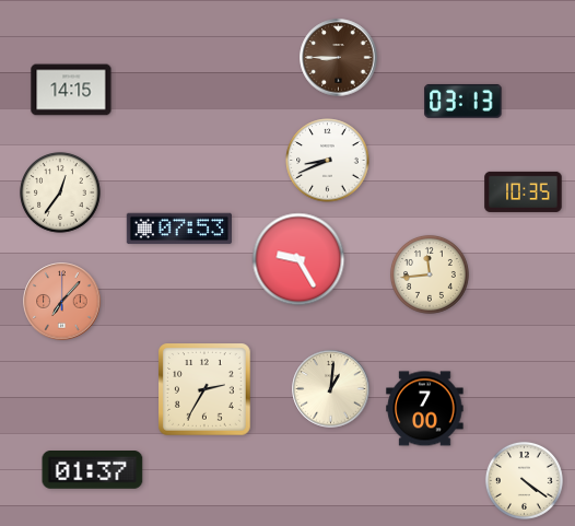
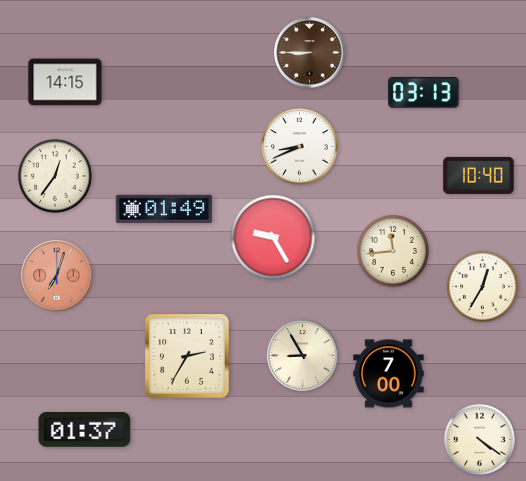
clock at (524, 191): 10:35 -> 10:40
clock at (179, 229): 07:53 -> 01:49
clock at (62, 302): 7:07 -> 7:03
clock at (482, 286): none -> 12:35
clock at (331, 389): 1:01 -> 8:55
